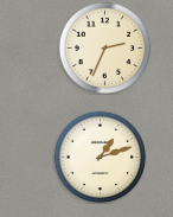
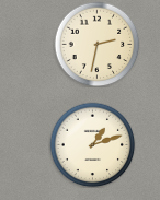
clock at (104, 47): 2:34 -> 2:32
